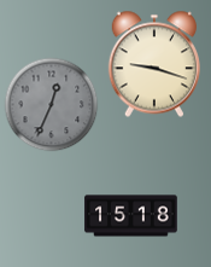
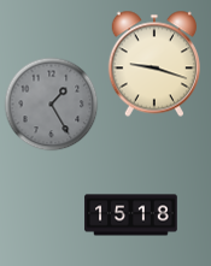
clock at (51, 104): 12:34 -> 1:25
